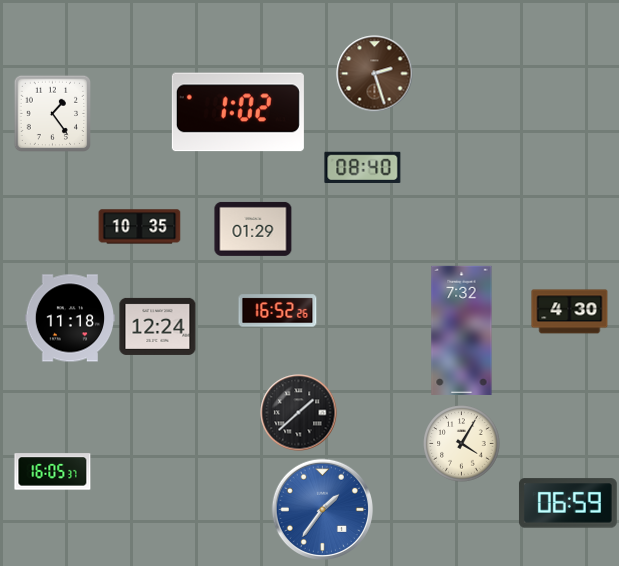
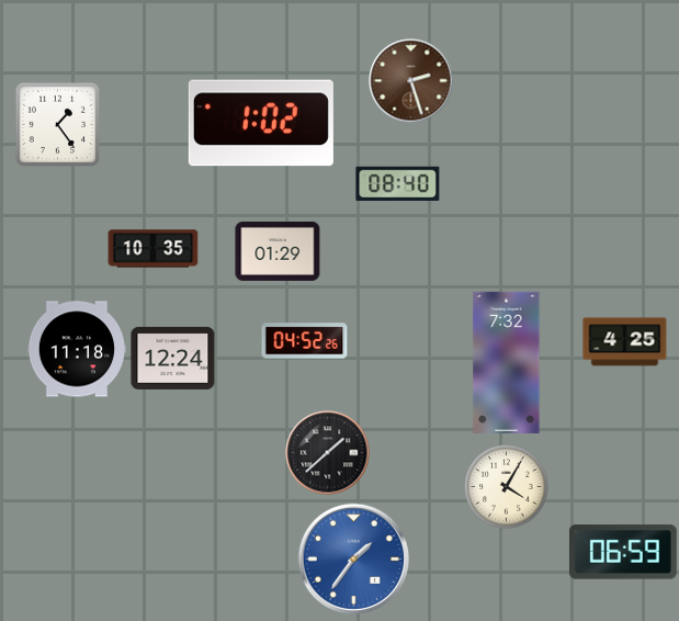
clock at (278, 311): 16:52 -> 04:52
clock at (570, 312): 4:30 -> 4:25
clock at (53, 472): 16:05 -> none
